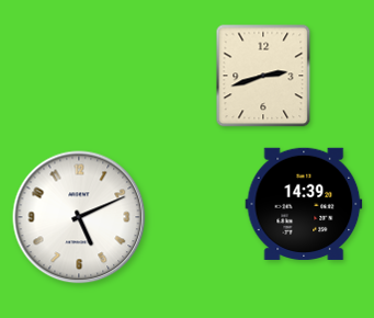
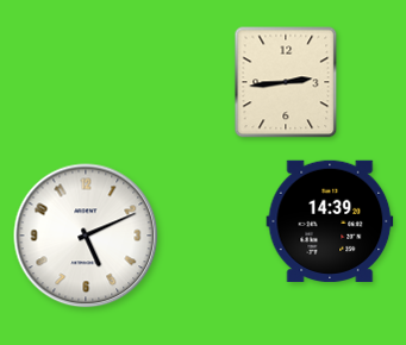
clock at (263, 76): 2:42 -> 2:44
